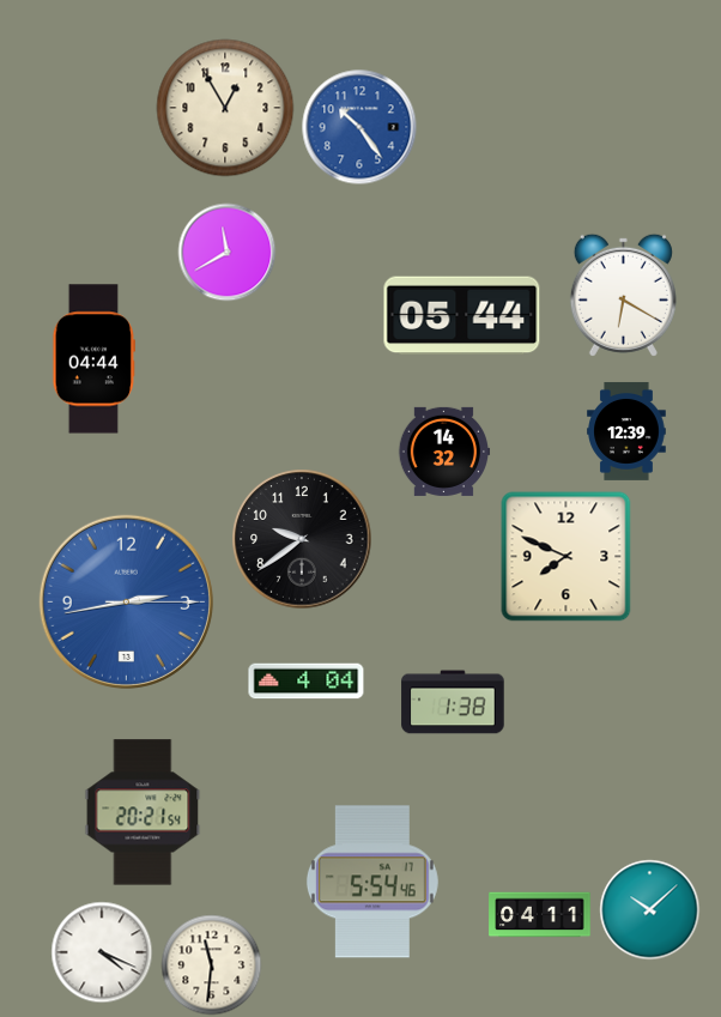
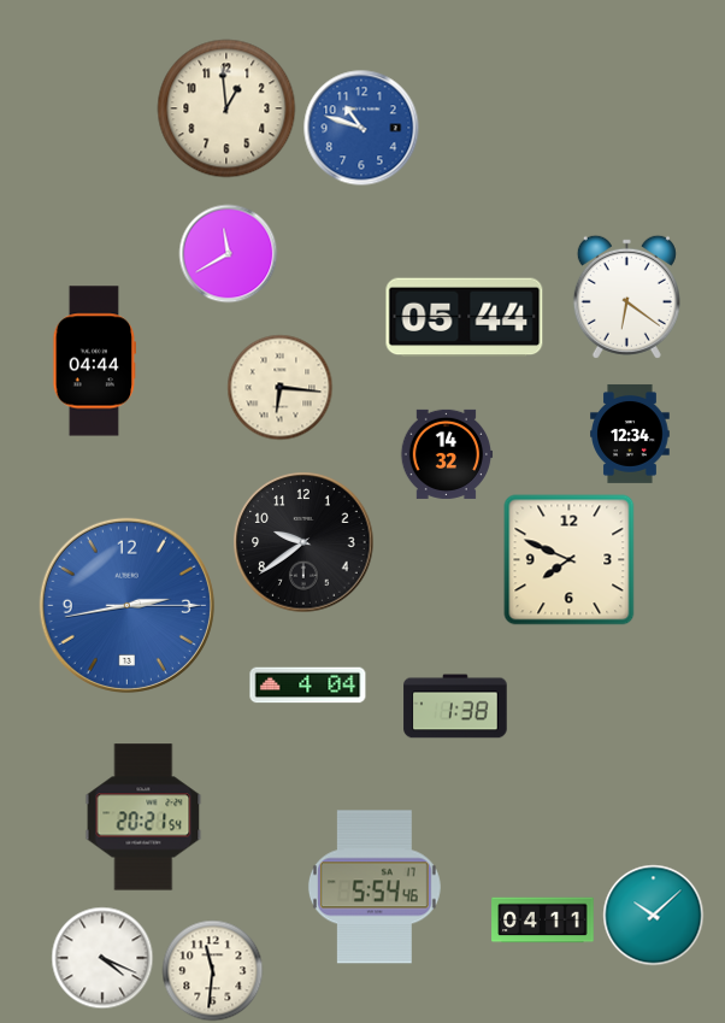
clock at (225, 108): 12:55 -> 12:59
clock at (359, 127): 10:24 -> 10:48
clock at (623, 295): 6:20 -> 6:21
clock at (281, 388): none -> 6:16
clock at (626, 431): 12:39 -> 12:34
